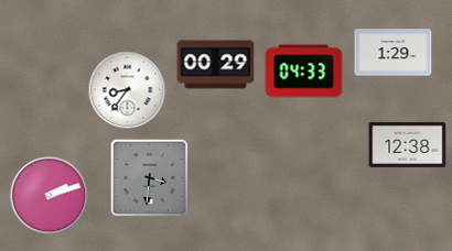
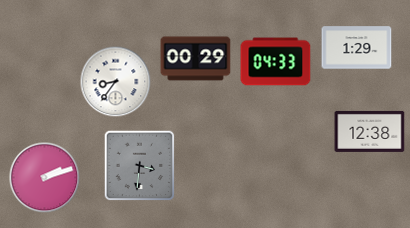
clock at (304, 72) position: (304, 72) -> (276, 62)
clock at (150, 178) position: (150, 178) -> (140, 166)
